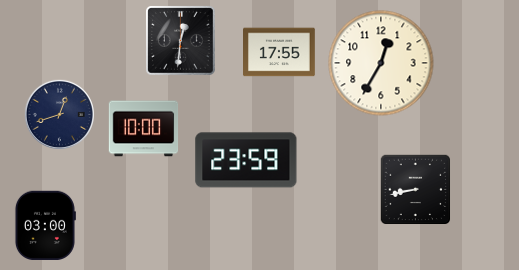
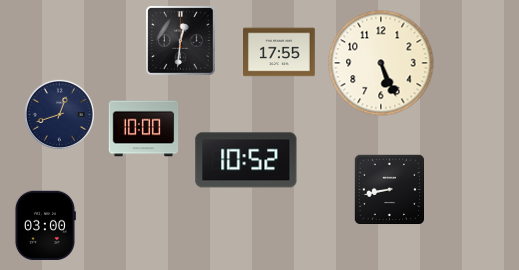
clock at (381, 63): 12:35 -> 5:26
clock at (246, 160): 23:59 -> 10:52
clock at (415, 189) position: (415, 189) -> (389, 189)
